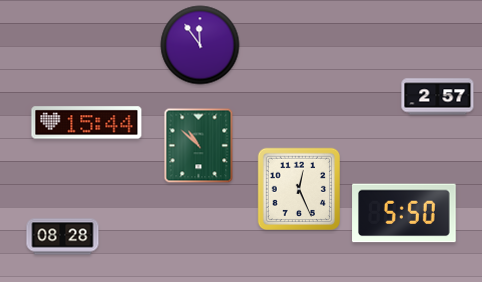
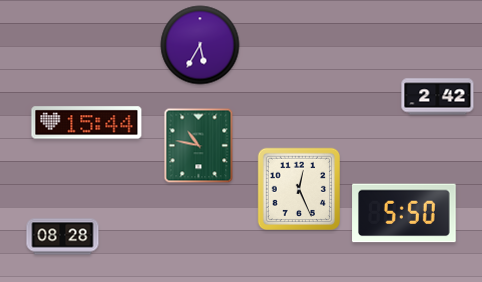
clock at (200, 45): 11:54 -> 5:35
clock at (438, 97): 2:57 -> 2:42
clock at (199, 146): 10:52 -> 10:47
